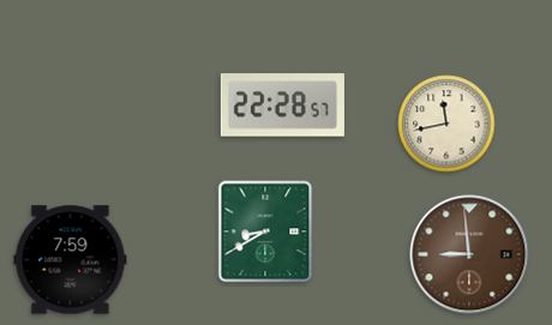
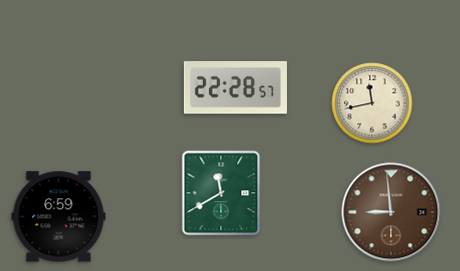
clock at (265, 231): 8:40 -> 11:40
clock at (71, 260): 7:59 -> 6:59
